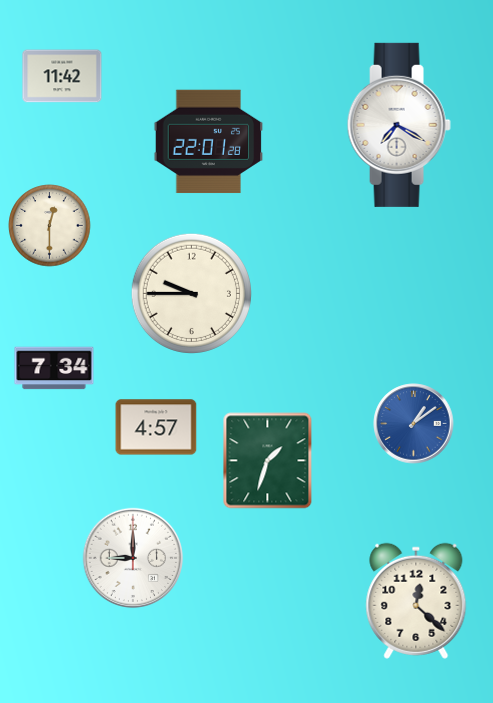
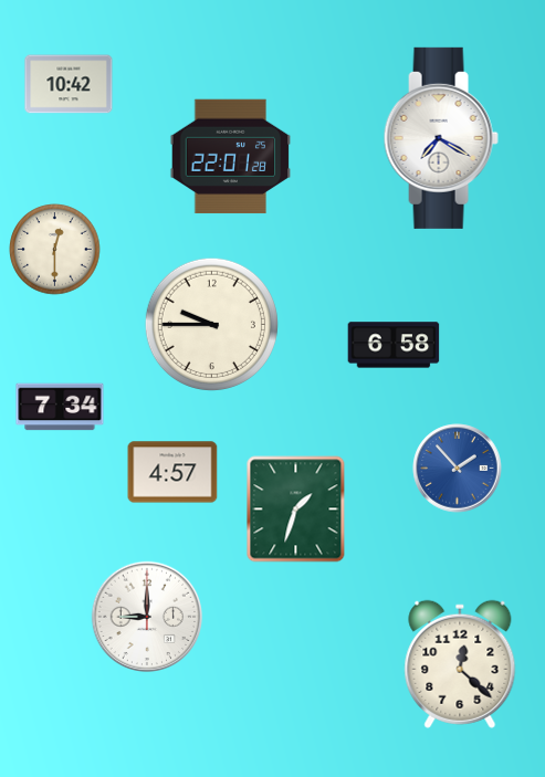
clock at (62, 76): 11:42 -> 10:42
clock at (394, 345): none -> 6:58
clock at (414, 424): 1:09 -> 1:53
